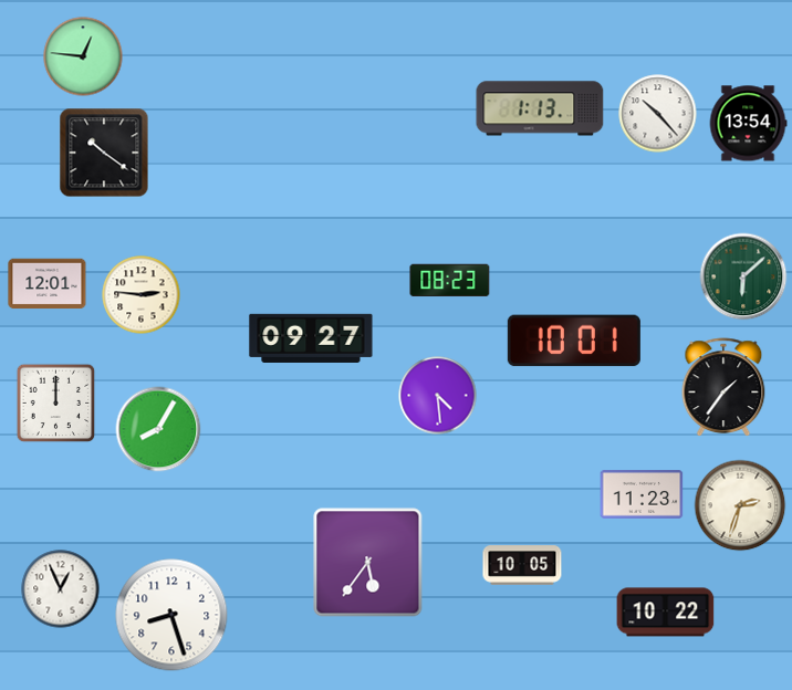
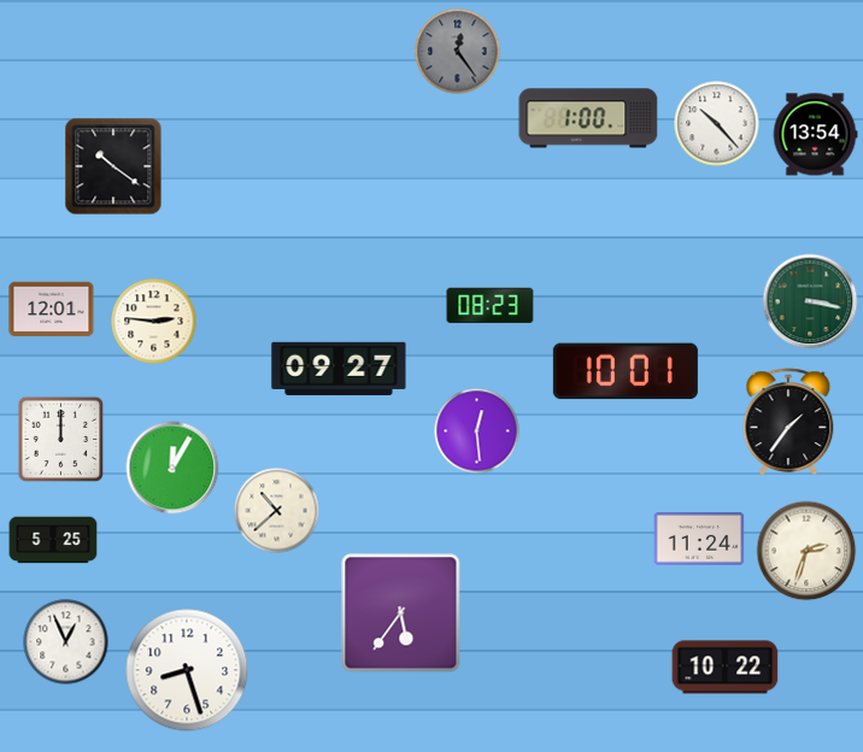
clock at (458, 52): none -> 12:24
clock at (83, 56): 12:46 -> none
clock at (540, 108): 1:13 -> 1:00
clock at (743, 276): 6:08 -> 3:17
clock at (438, 396): 4:29 -> 12:29
clock at (158, 429): 8:05 -> 12:05
clock at (277, 511): none -> 10:38
clock at (642, 494): 11:23 -> 11:24
clock at (53, 540): none -> 5:25
clock at (522, 565): 10:05 -> none
